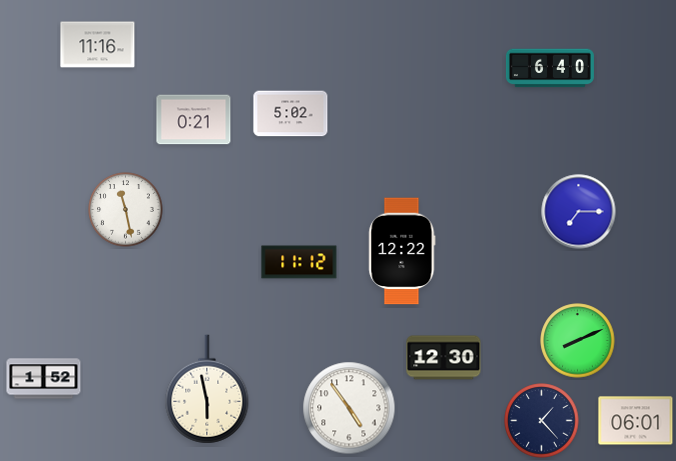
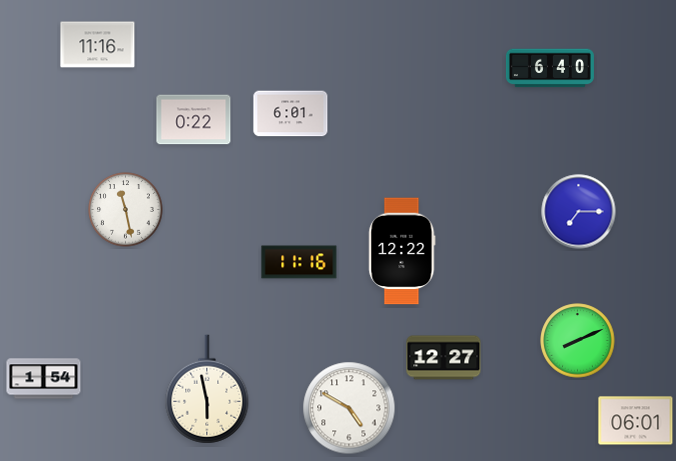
clock at (291, 114): 5:02 -> 6:01
clock at (194, 120): 0:21 -> 0:22
clock at (299, 262): 11:12 -> 11:16
clock at (444, 358): 12:30 -> 12:27
clock at (44, 379): 1:52 -> 1:54
clock at (349, 408): 4:54 -> 4:50
clock at (542, 421): 1:23 -> none
